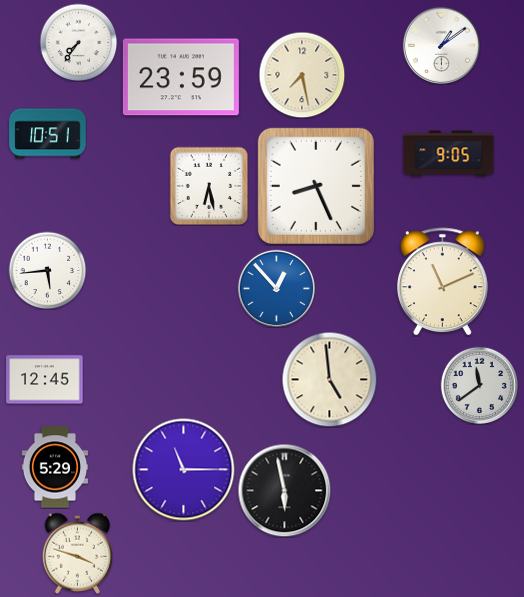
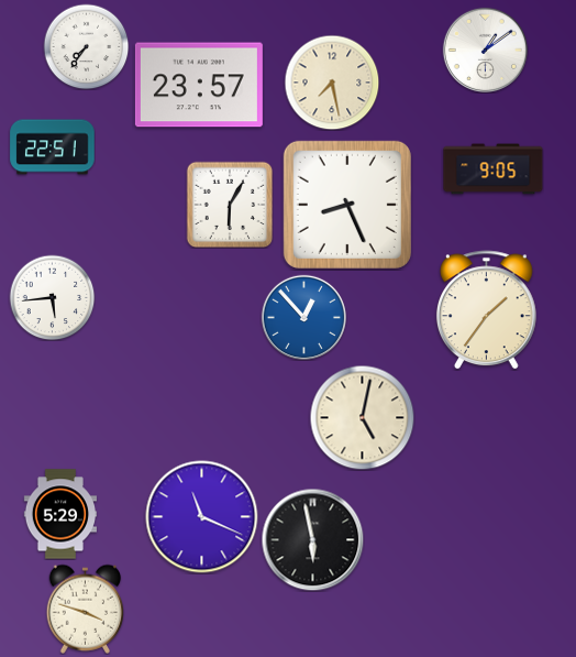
clock at (181, 77): 23:59 -> 23:57
clock at (48, 134): 10:51 -> 22:51
clock at (209, 186): 6:28 -> 6:05
clock at (442, 282): 11:11 -> 1:36
clock at (329, 379): 4:59 -> 5:02
clock at (45, 380): 12:45 -> none
clock at (479, 385): 11:39 -> none
clock at (184, 470): 11:15 -> 11:19
